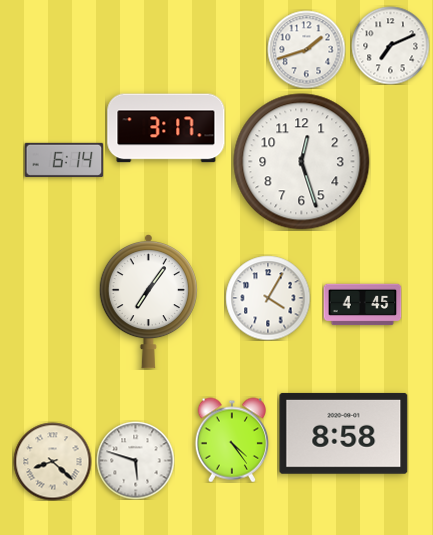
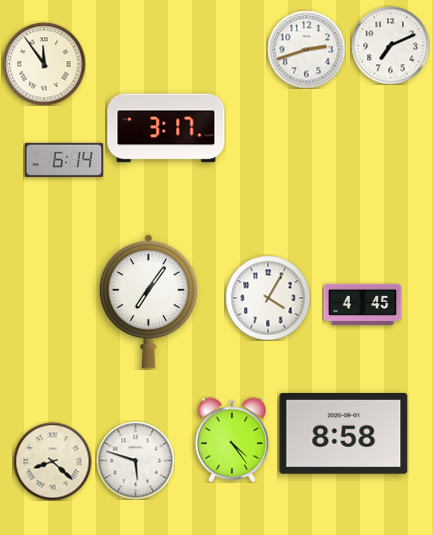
clock at (306, 49): 1:42 -> 2:42
clock at (44, 64): none -> 11:54
clock at (302, 162): 12:27 -> none
